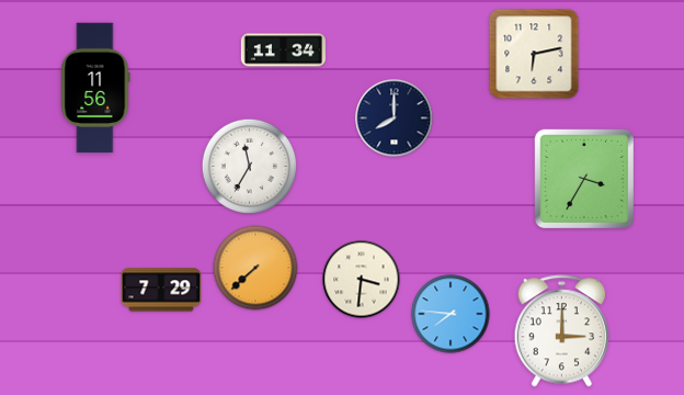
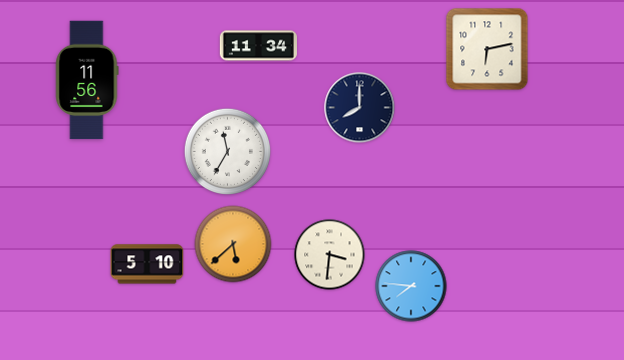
clock at (584, 179): 3:35 -> none
clock at (255, 268): 7:38 -> 5:38
clock at (161, 290): 7:29 -> 5:10
clock at (562, 331): 3:00 -> none
